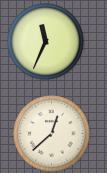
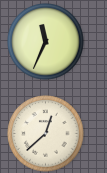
clock at (52, 134) position: (52, 134) -> (46, 134)
